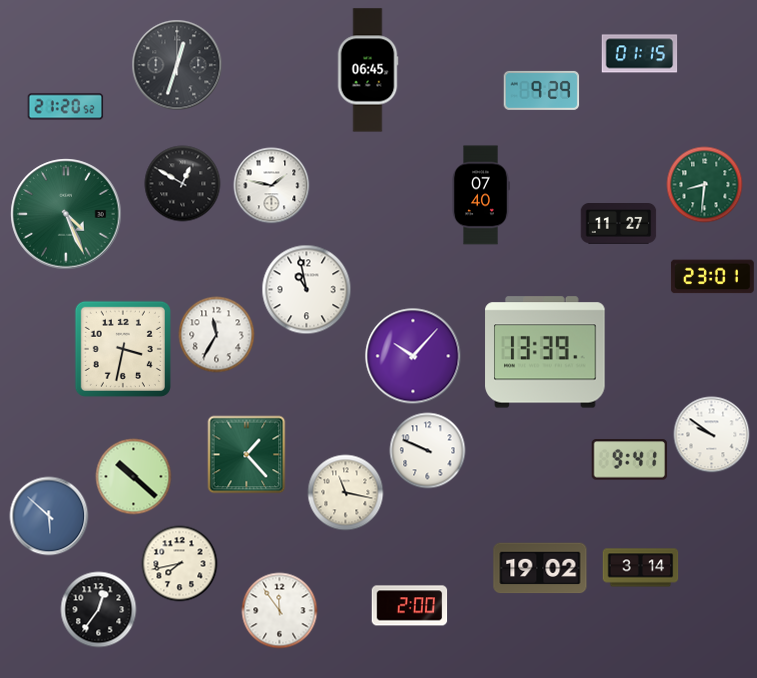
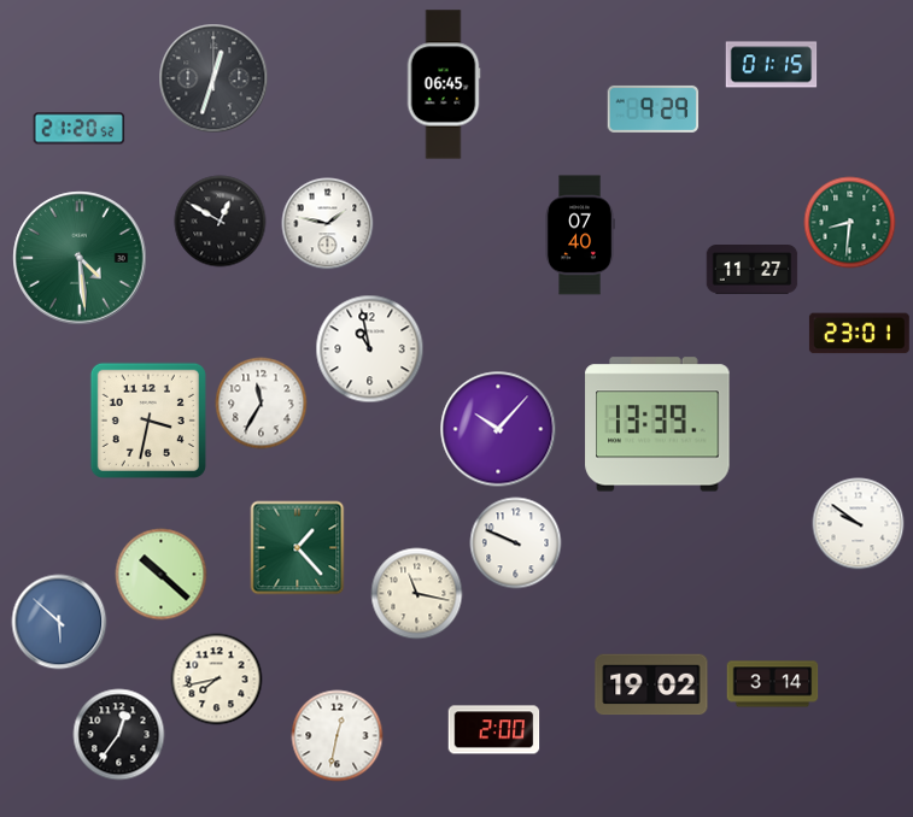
clock at (66, 214): 4:26 -> 4:29
clock at (619, 224) position: (619, 224) -> (753, 270)
clock at (630, 460): 9:41 -> none
clock at (280, 611): 11:54 -> 12:32
